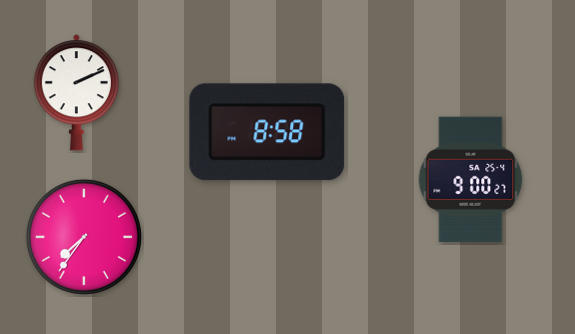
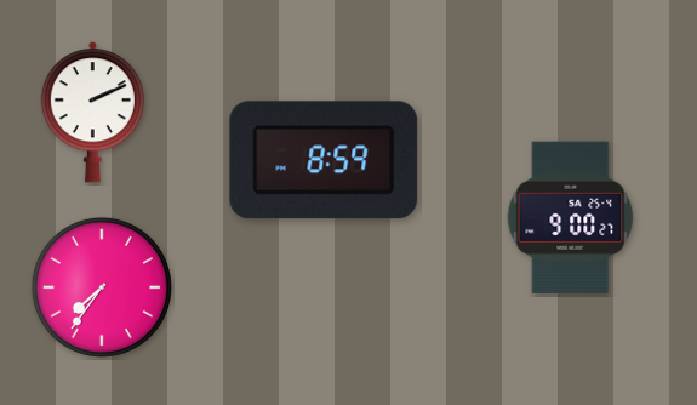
clock at (267, 132): 8:58 -> 8:59
